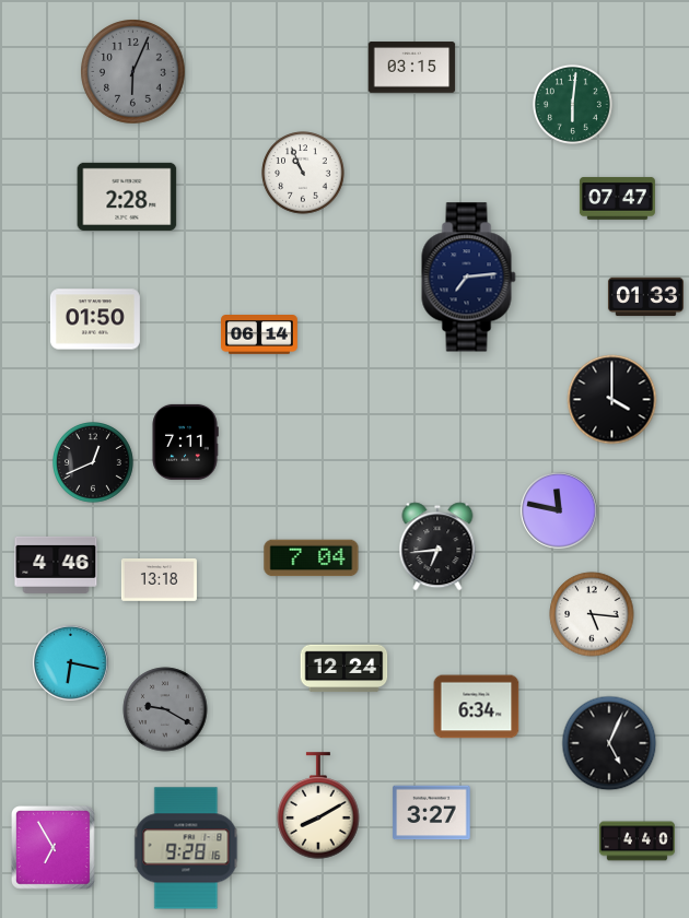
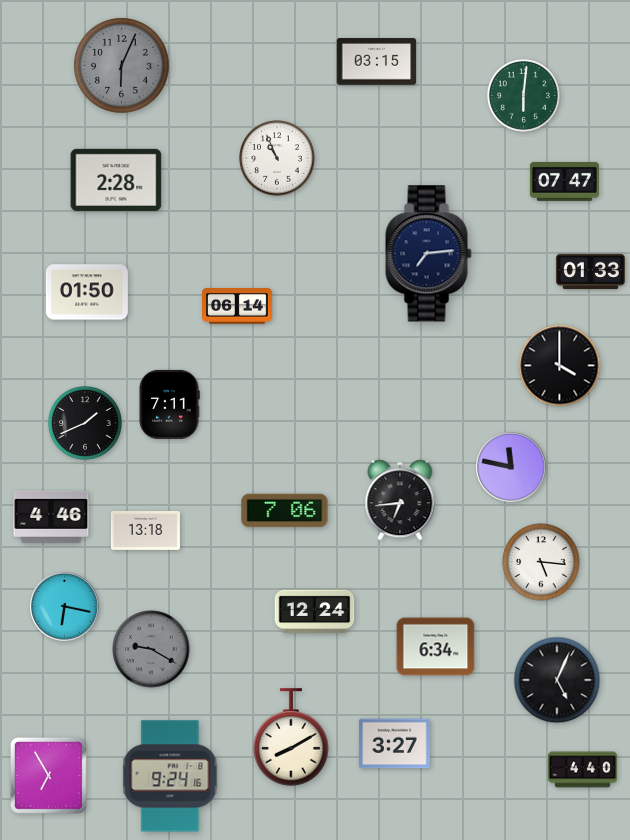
clock at (94, 463): 12:41 -> 1:41
clock at (312, 558): 7:04 -> 7:06
clock at (186, 848): 9:28 -> 9:24
